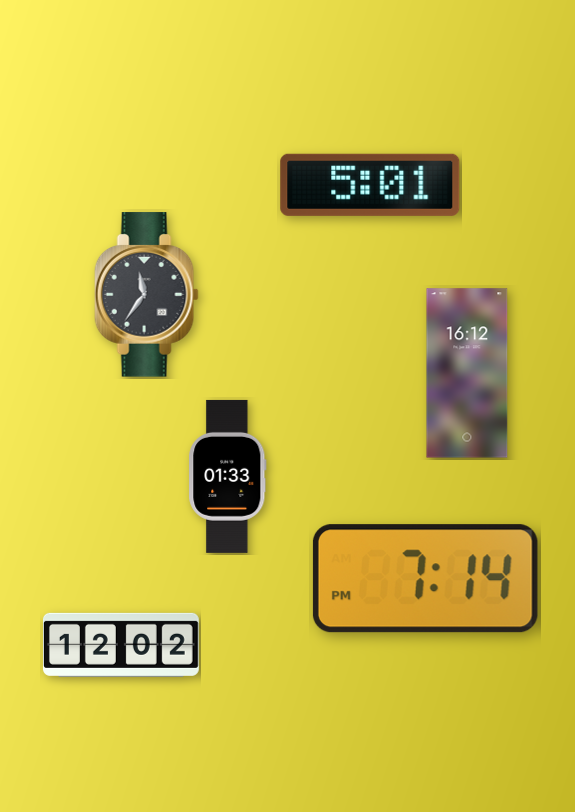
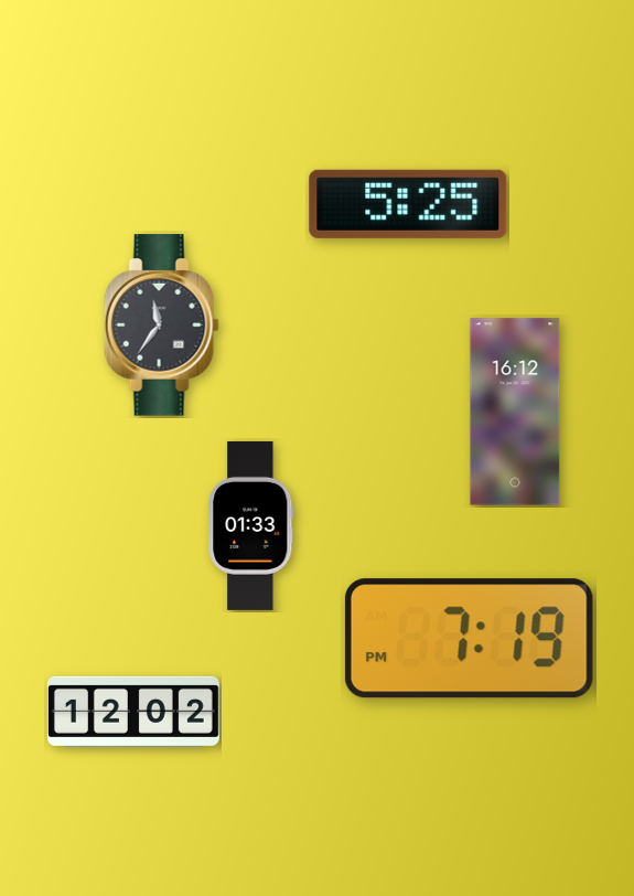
clock at (370, 185): 5:01 -> 5:25
clock at (425, 579): 7:14 -> 7:19
